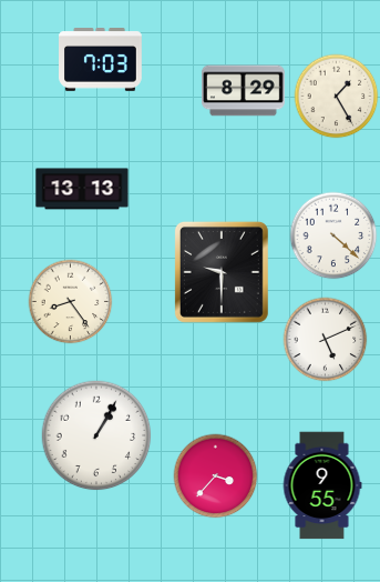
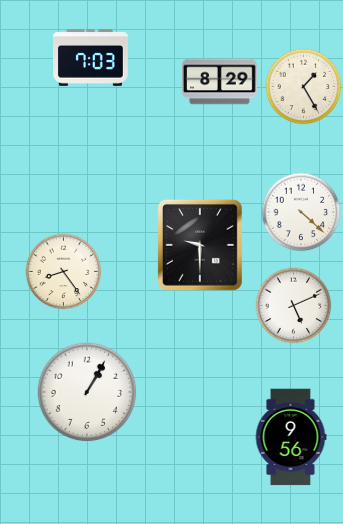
clock at (101, 60) position: (101, 60) -> (91, 58)
clock at (82, 189): 13:13 -> none
clock at (216, 476): 3:37 -> none
clock at (322, 485): 9:55 -> 9:56
